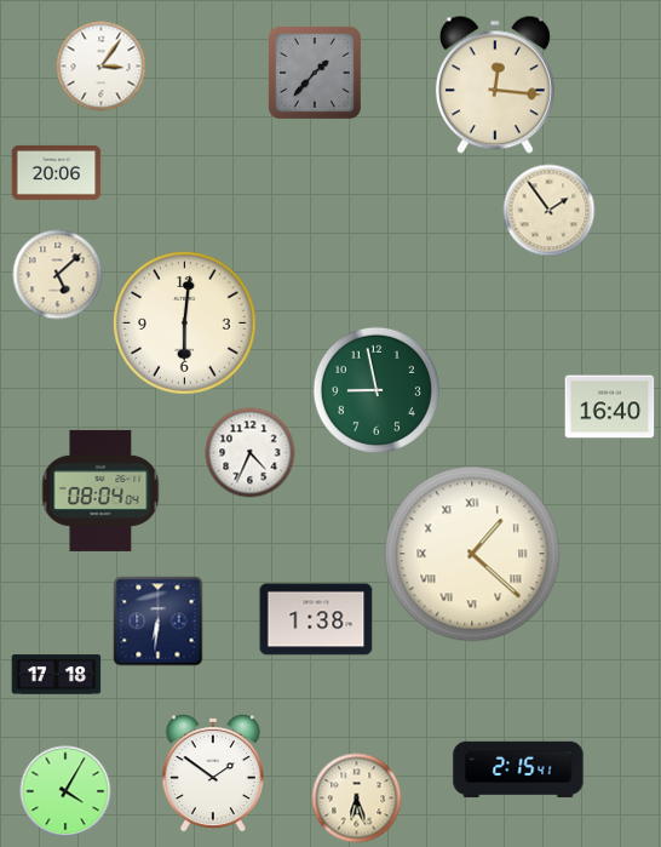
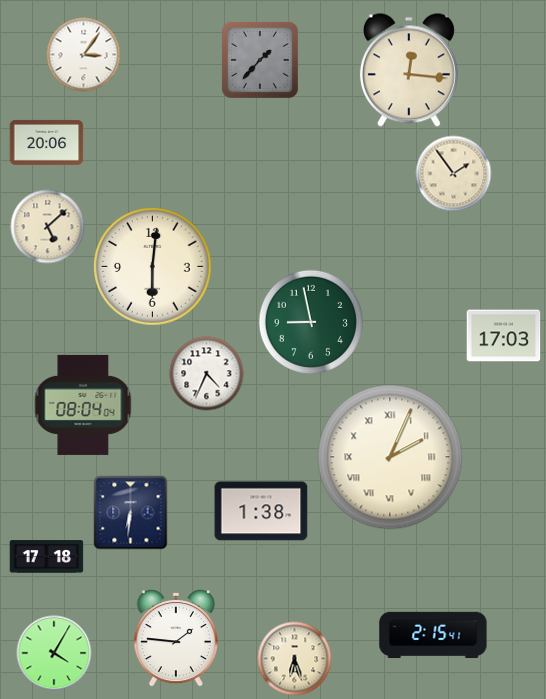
clock at (610, 407): 16:40 -> 17:03
clock at (472, 554): 1:22 -> 2:04
clock at (518, 769) position: (518, 769) -> (433, 635)
clock at (213, 774): 1:51 -> 1:46
